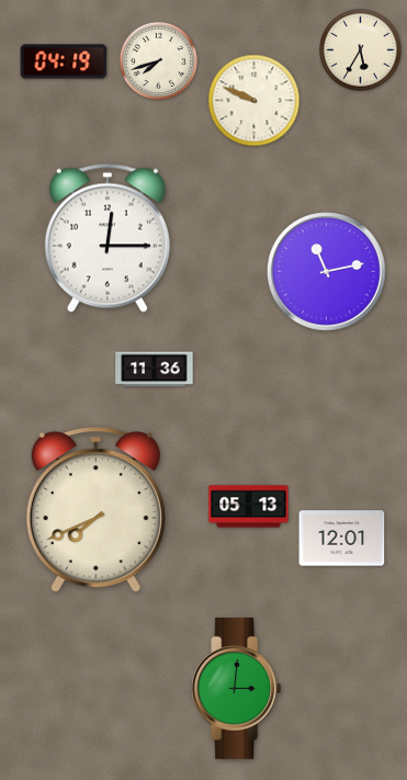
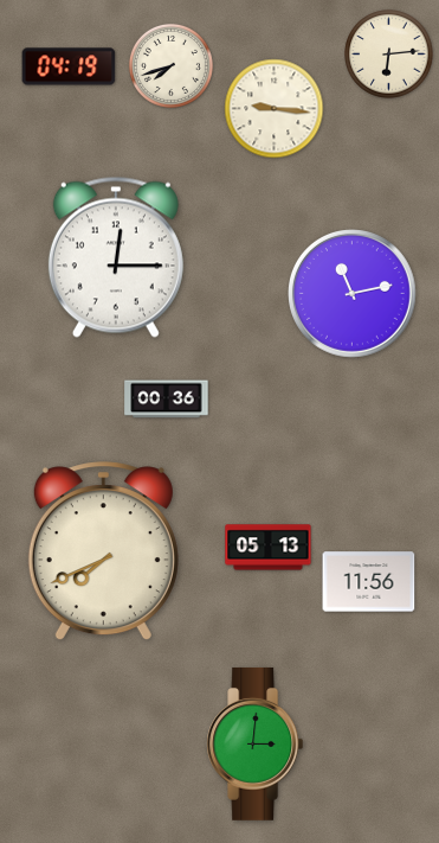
clock at (361, 50): 5:35 -> 6:14
clock at (255, 101): 9:49 -> 9:16
clock at (155, 370): 11:36 -> 00:36
clock at (342, 539): 12:01 -> 11:56
